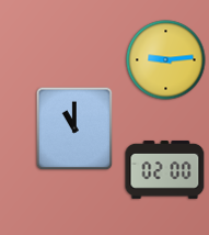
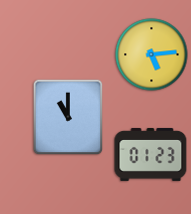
clock at (166, 60): 9:14 -> 5:14
clock at (165, 169): 02:00 -> 01:23
